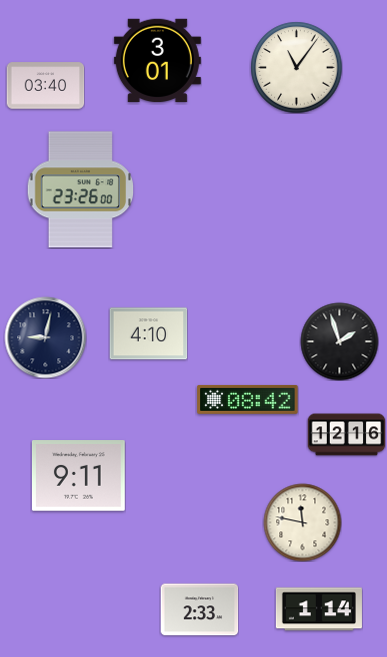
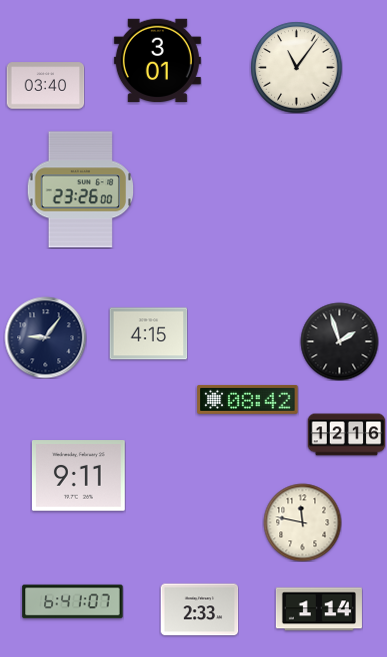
clock at (148, 334): 4:10 -> 4:15
clock at (45, 337): 9:02 -> 9:06
clock at (73, 602): none -> 6:41
